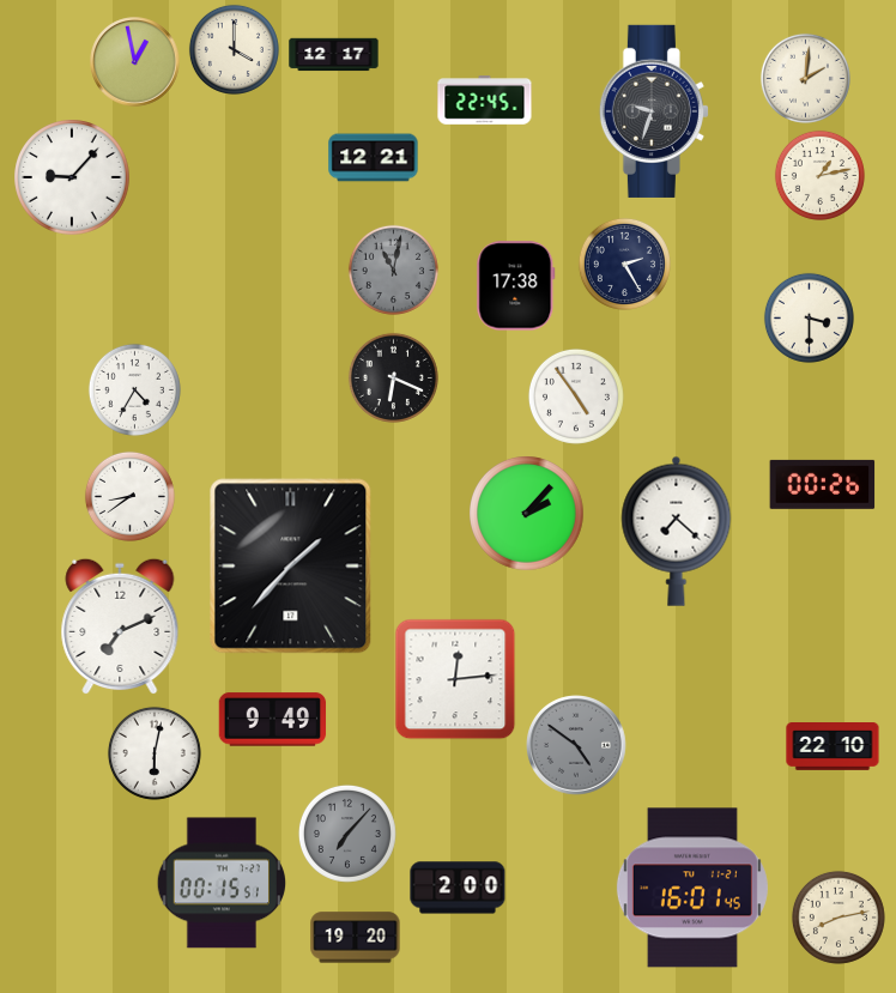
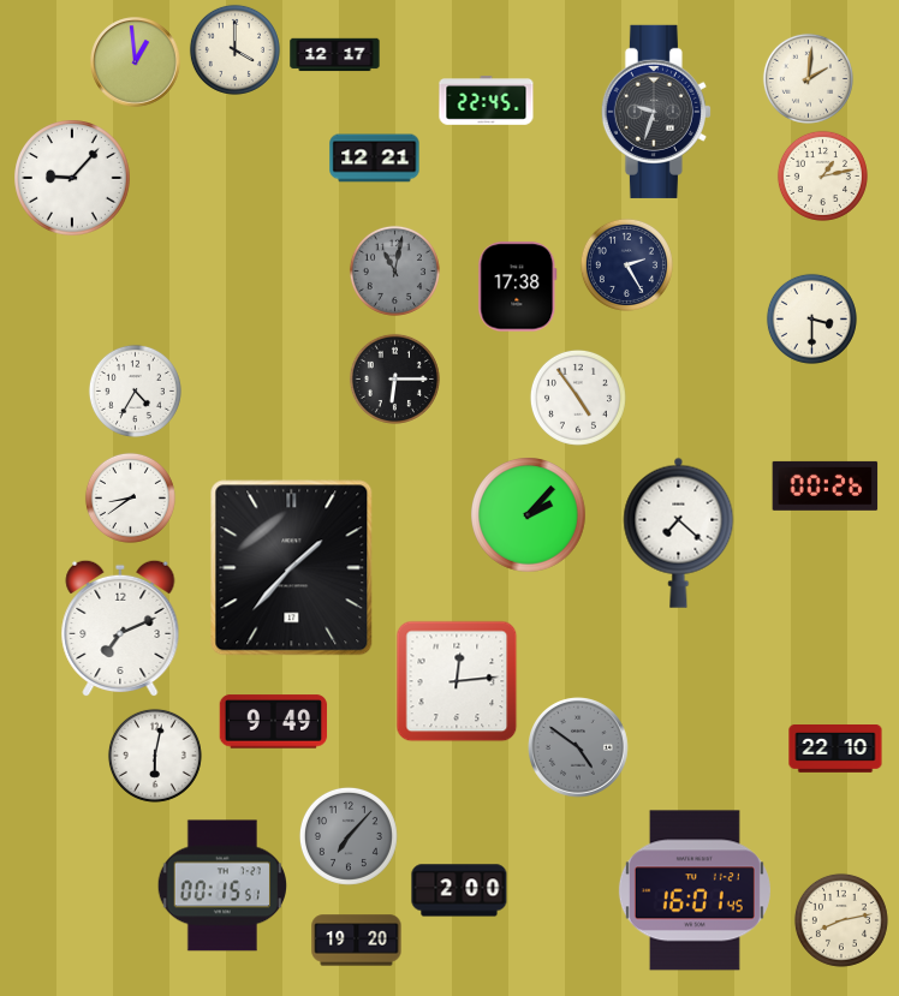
clock at (135, 62): 12:58 -> 12:59
clock at (393, 377): 6:19 -> 6:15
